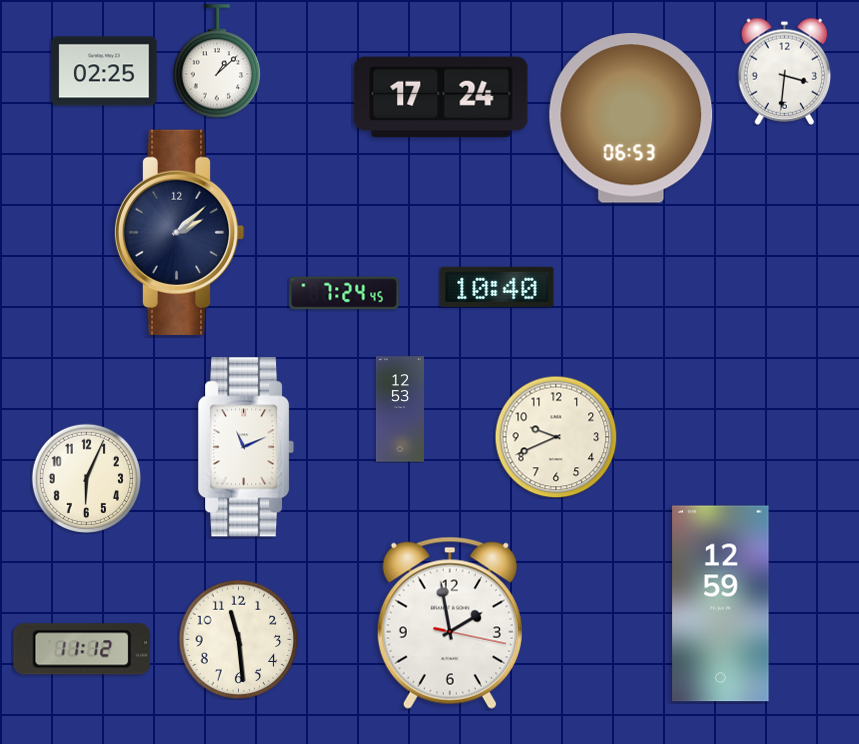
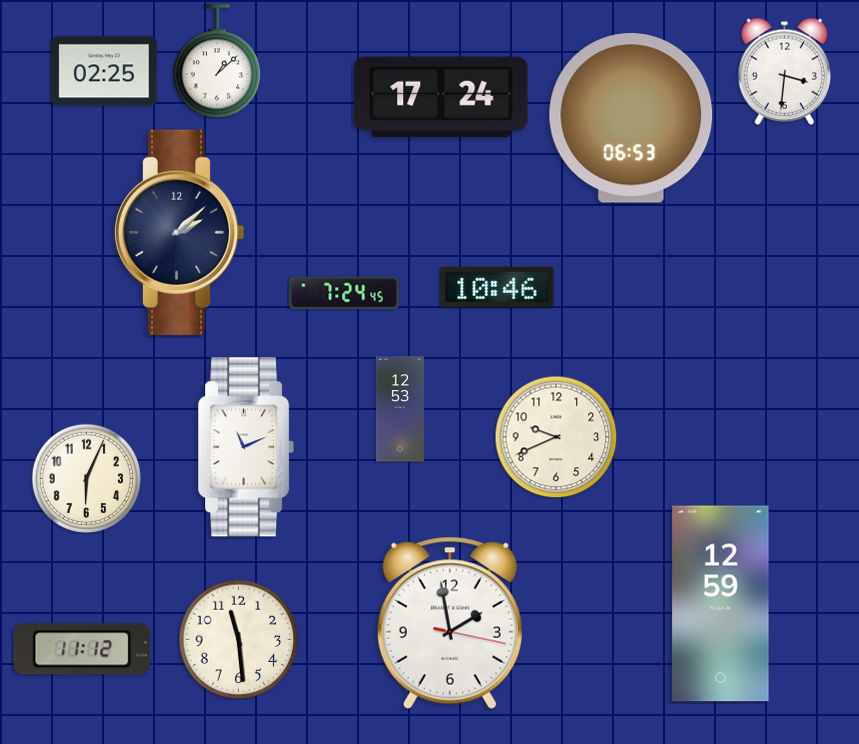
clock at (497, 287): 10:40 -> 10:46
